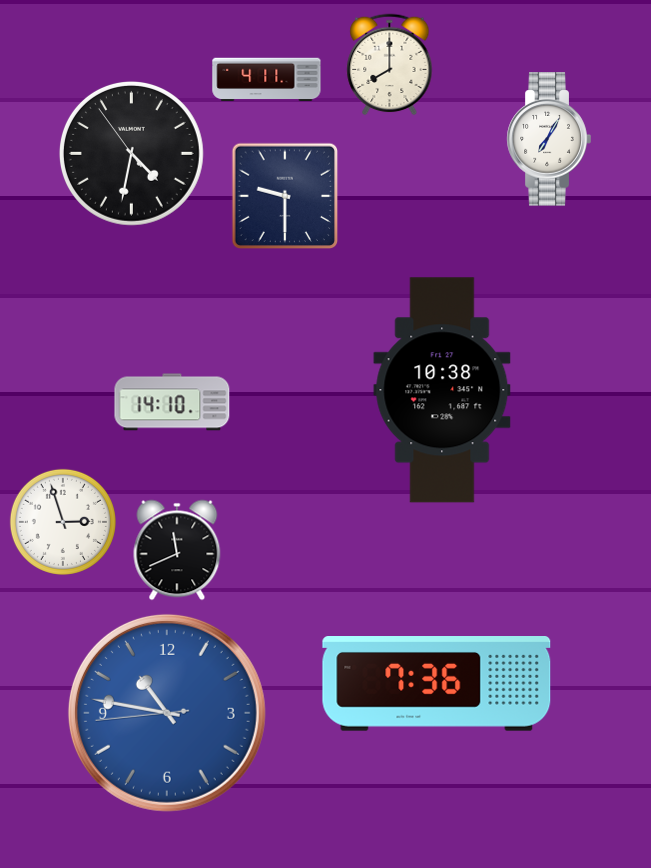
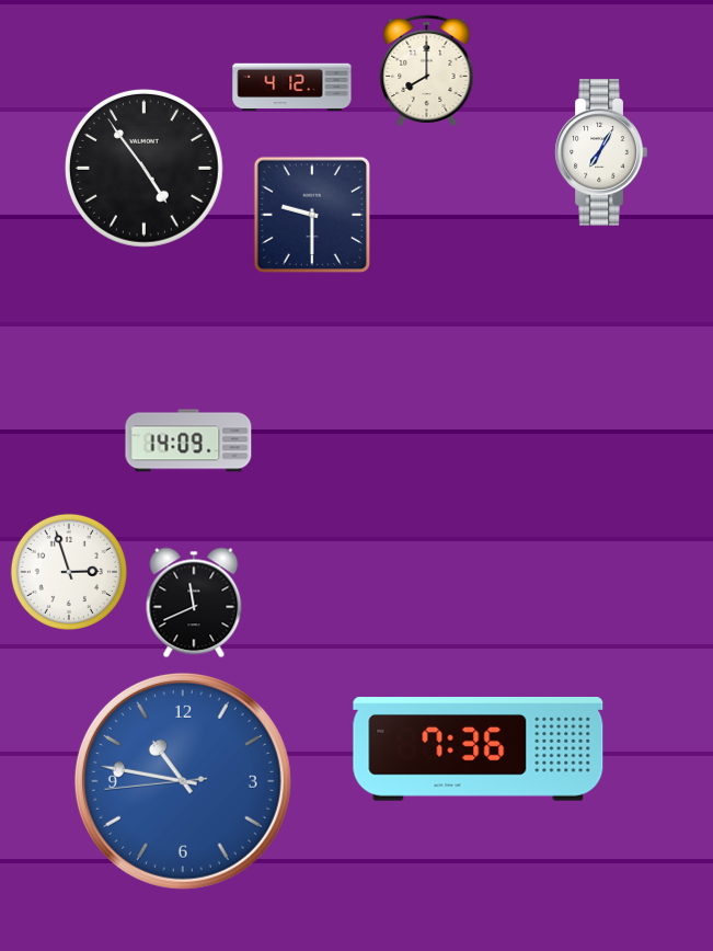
clock at (267, 80): 4:11 -> 4:12
clock at (131, 153): 4:31 -> 4:53
clock at (442, 390): 10:38 -> none
clock at (172, 402): 14:10 -> 14:09
